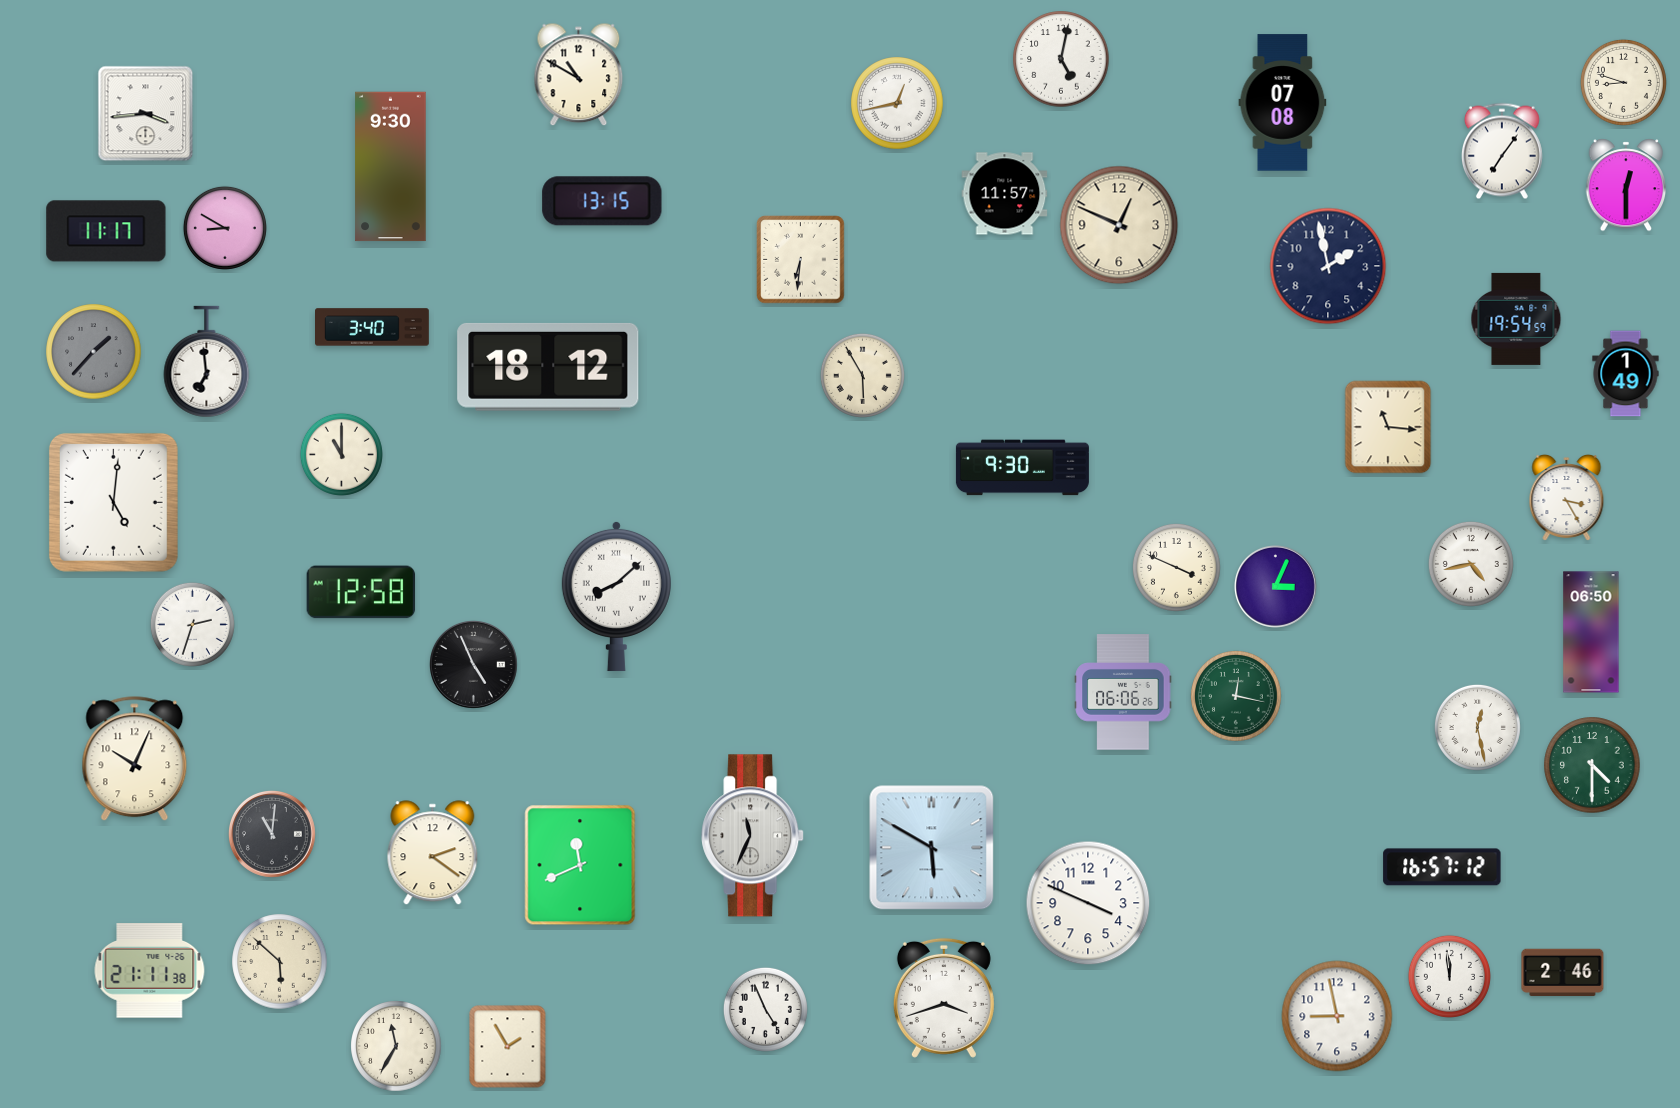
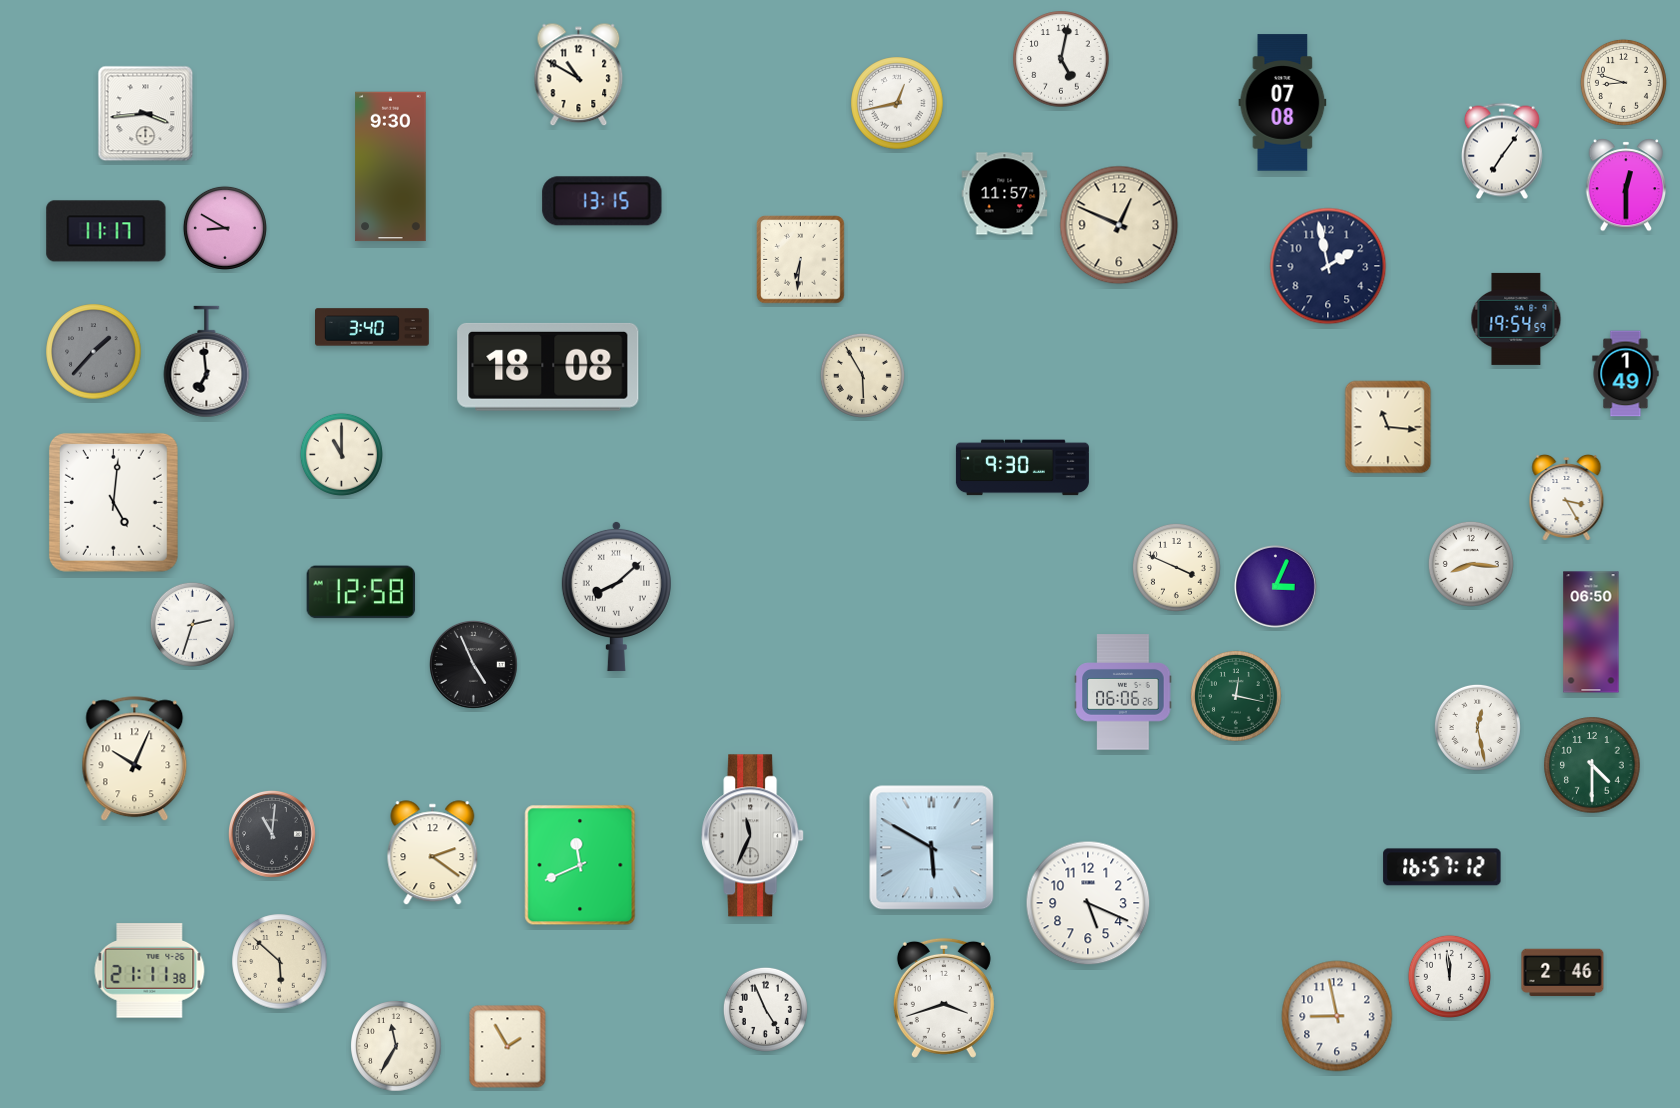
clock at (548, 367): 18:12 -> 18:08
clock at (1471, 564): 4:43 -> 8:16
clock at (1088, 903): 3:49 -> 5:19
